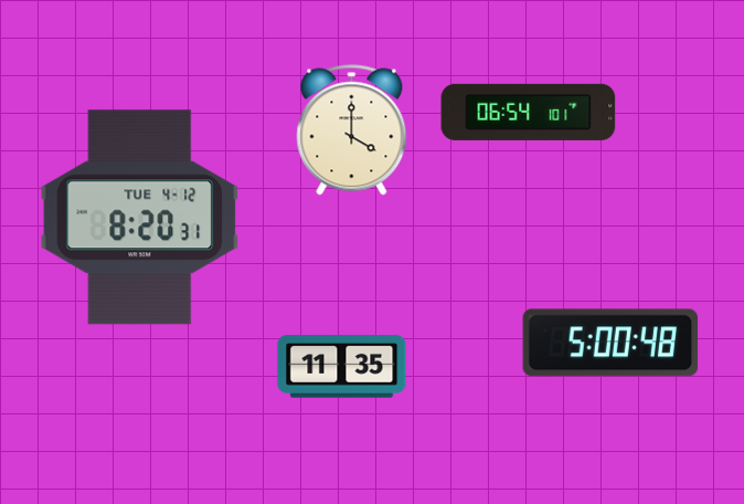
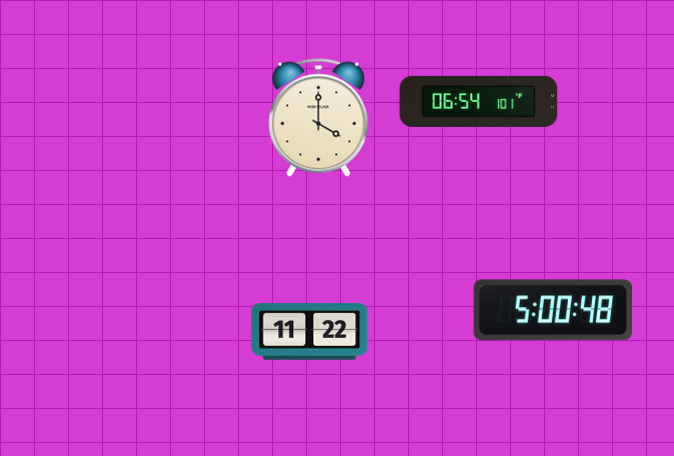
clock at (140, 218): 8:20 -> none
clock at (342, 367): 11:35 -> 11:22
